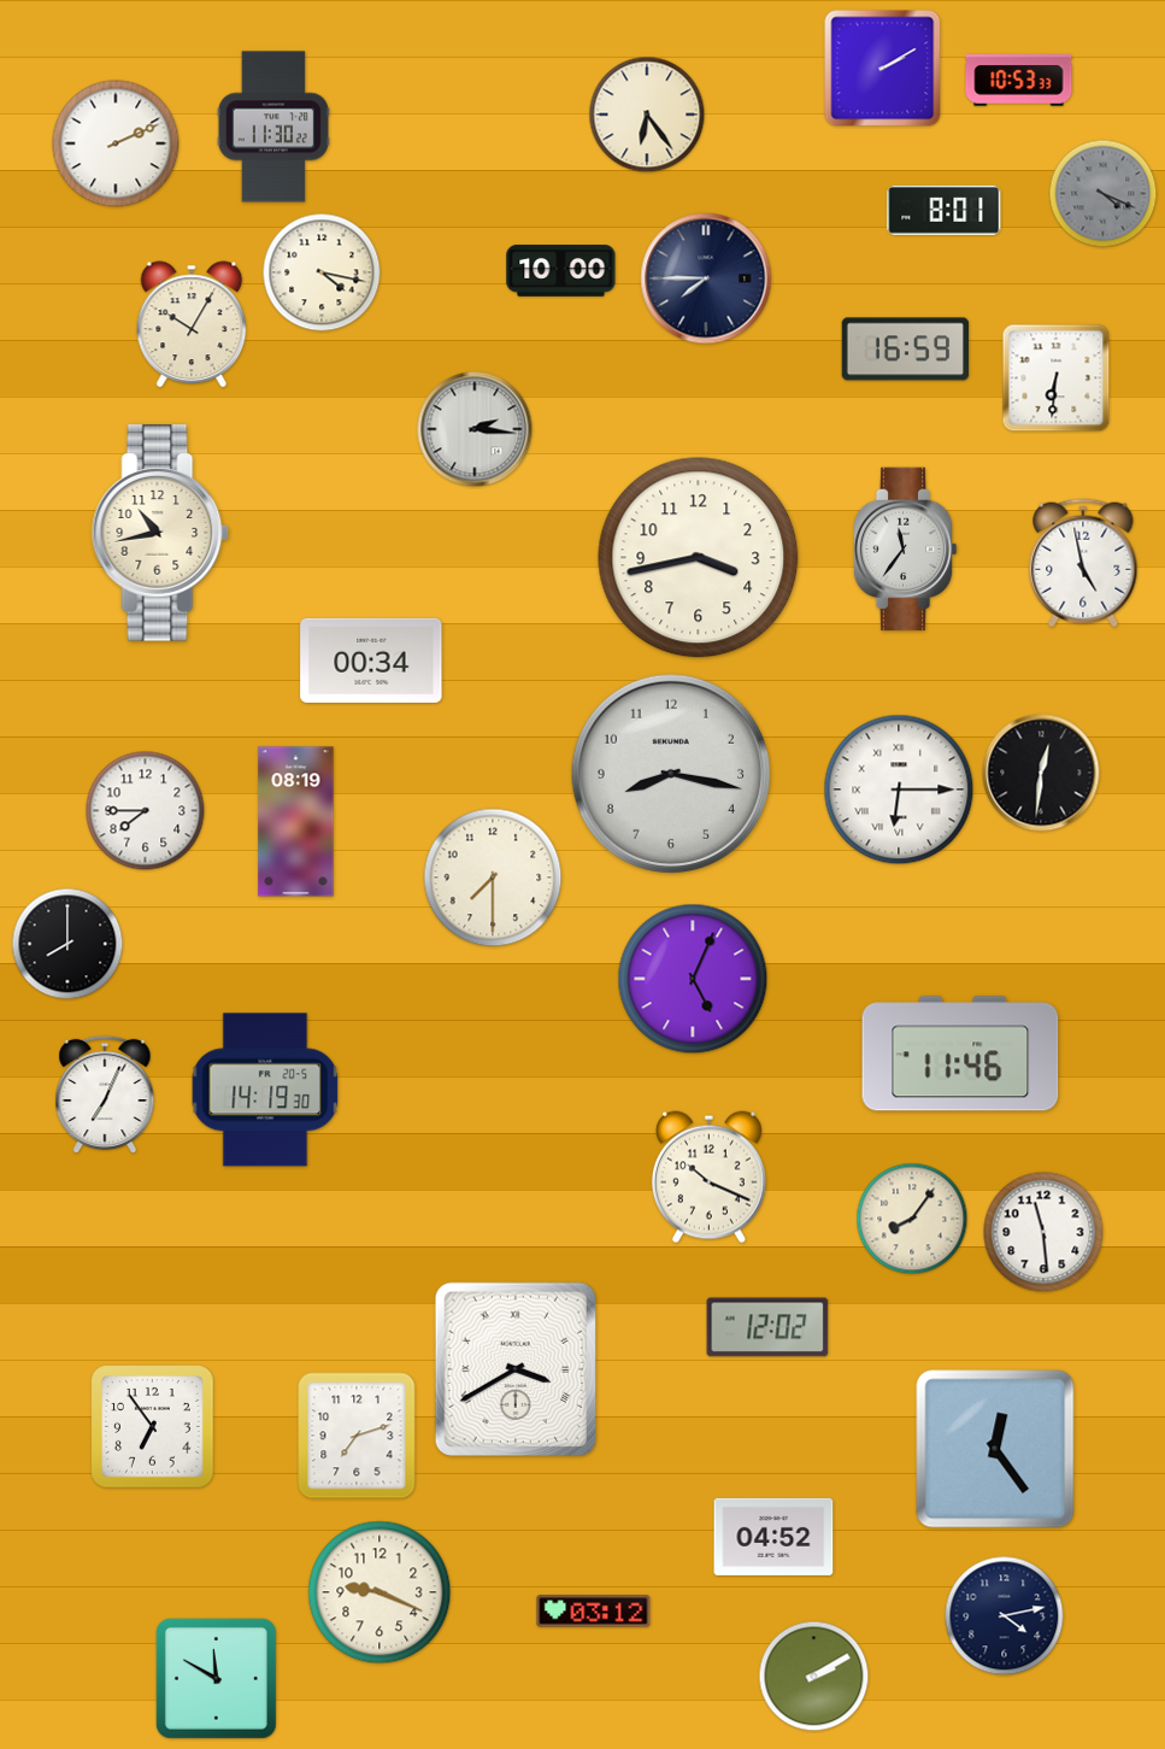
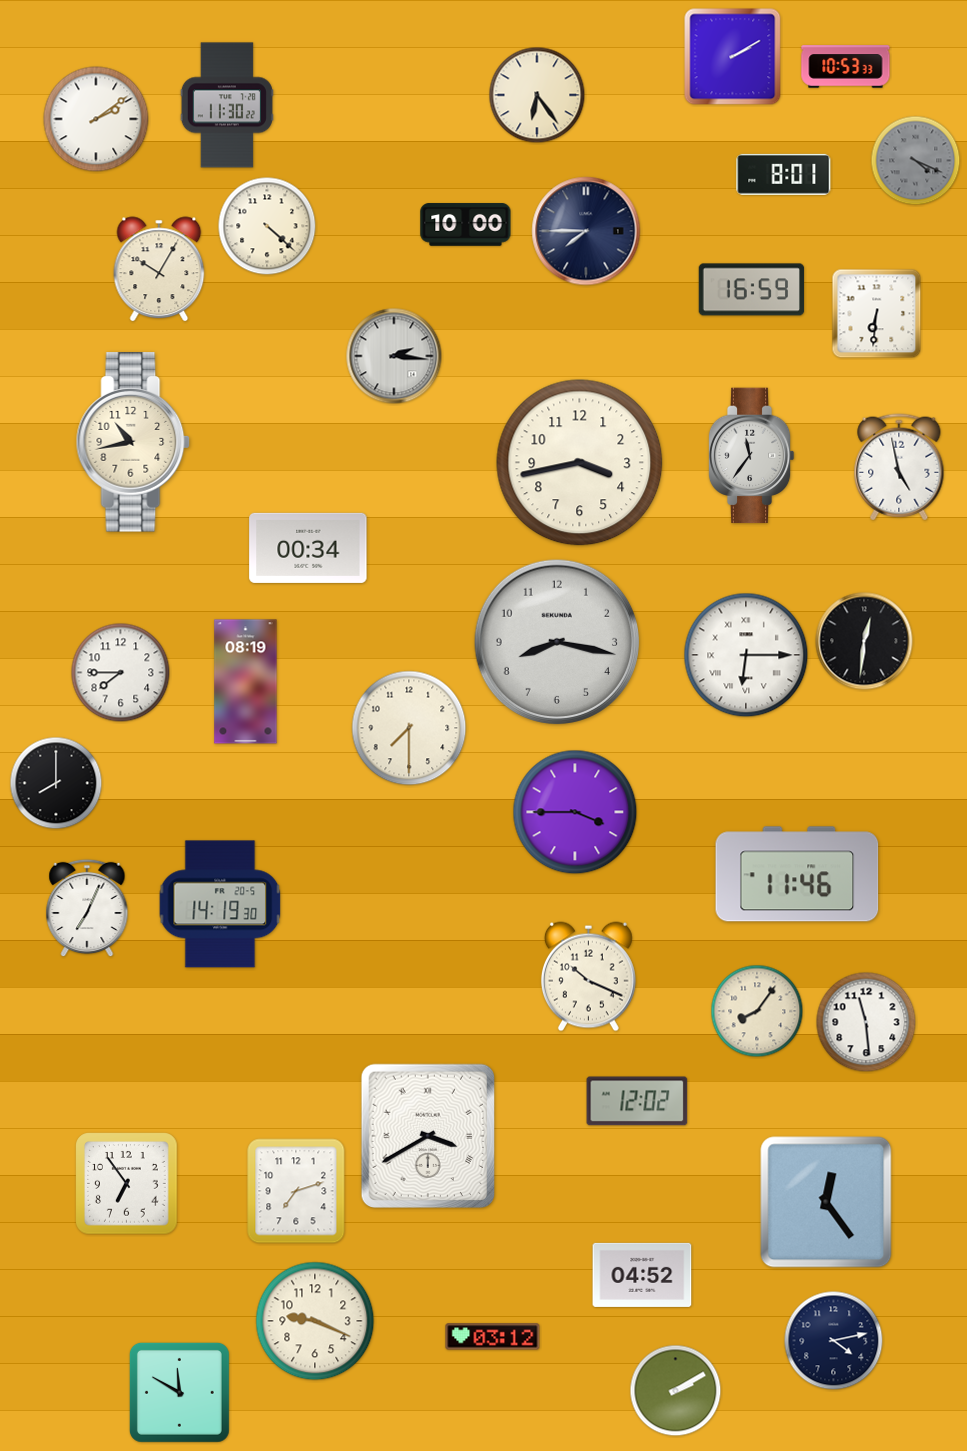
clock at (116, 143): 2:11 -> 2:09
clock at (322, 272): 4:17 -> 4:22
clock at (693, 979): 5:04 -> 3:45
